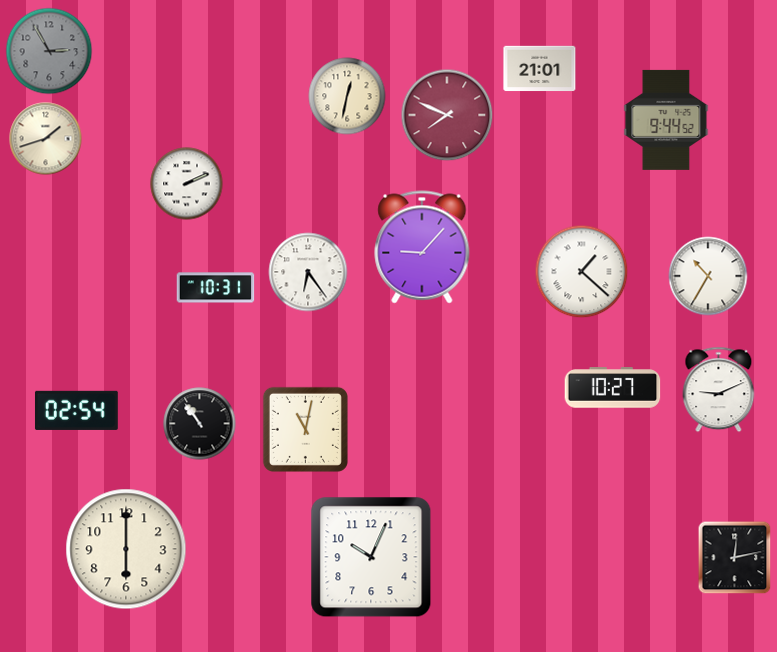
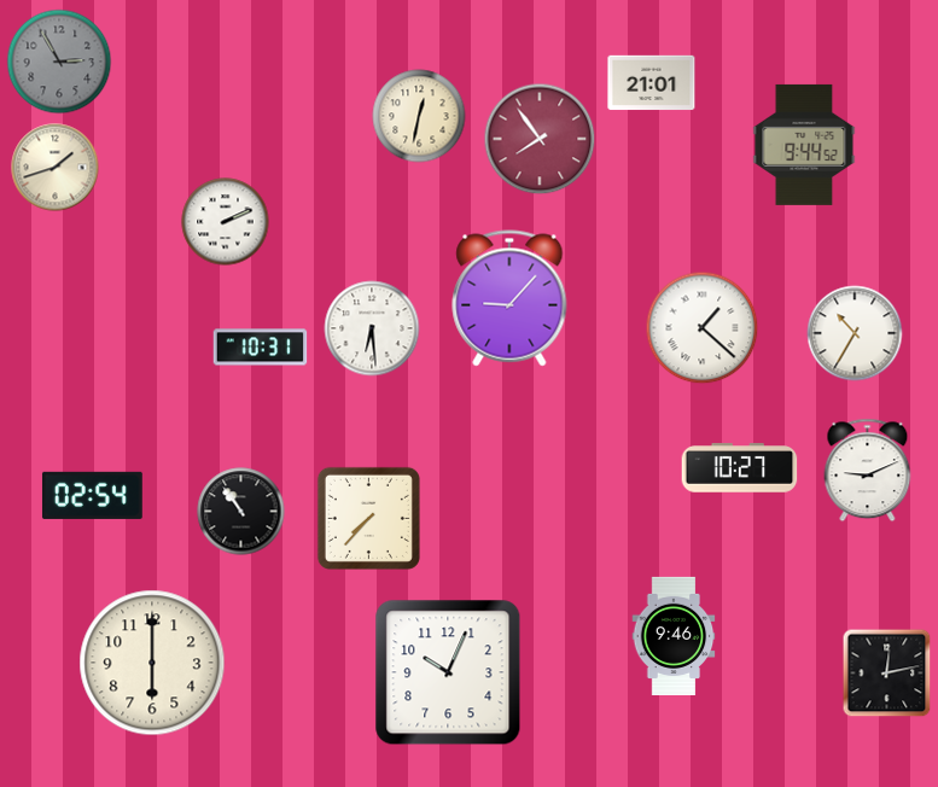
clock at (447, 115): 7:49 -> 7:54
clock at (308, 272): 6:24 -> 6:29
clock at (305, 429): 11:02 -> 7:37
clock at (674, 636): none -> 9:46
